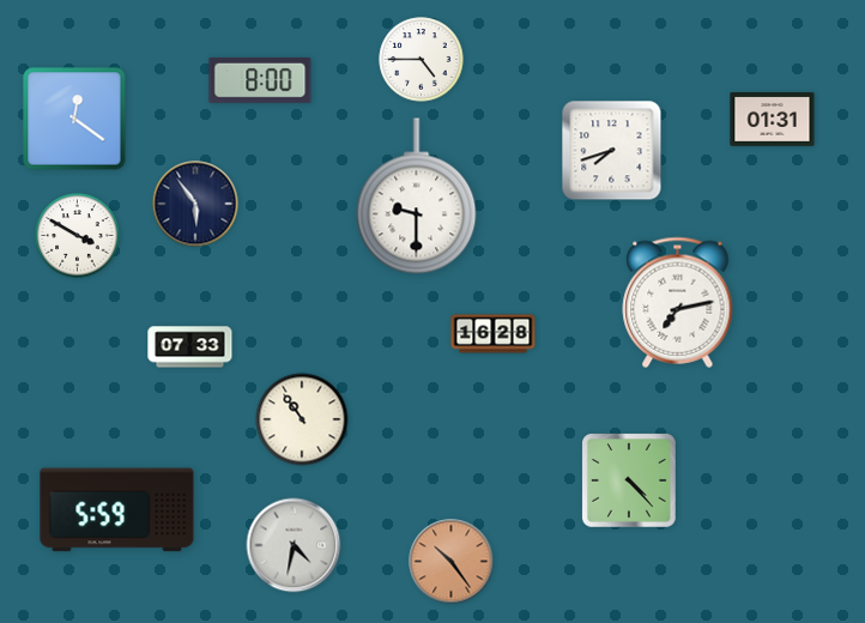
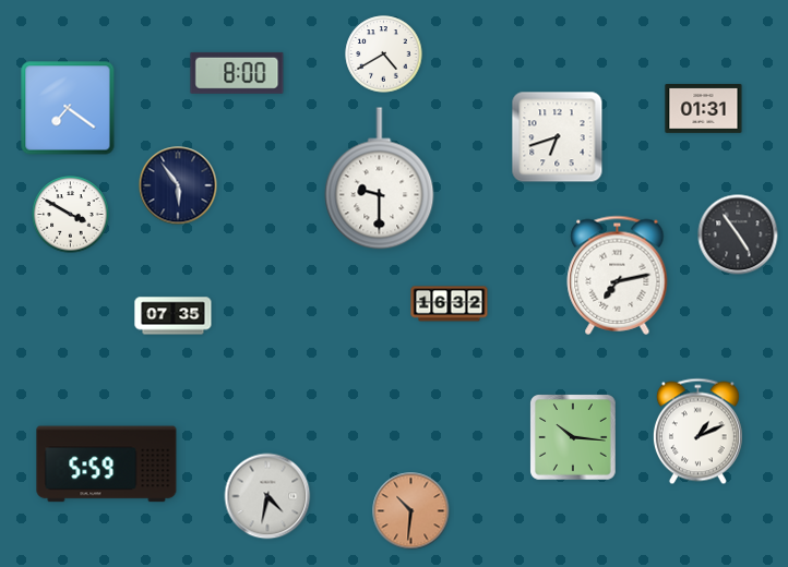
clock at (422, 60): 4:45 -> 4:40
clock at (74, 119): 12:21 -> 7:21
clock at (612, 151): 7:42 -> 6:42
clock at (738, 234): none -> 4:54
clock at (494, 334): 16:28 -> 16:32
clock at (190, 347): 07:33 -> 07:35
clock at (302, 419): 10:54 -> none
clock at (697, 432): none -> 1:11
clock at (630, 482): 4:23 -> 10:16
clock at (452, 562): 10:24 -> 10:31
